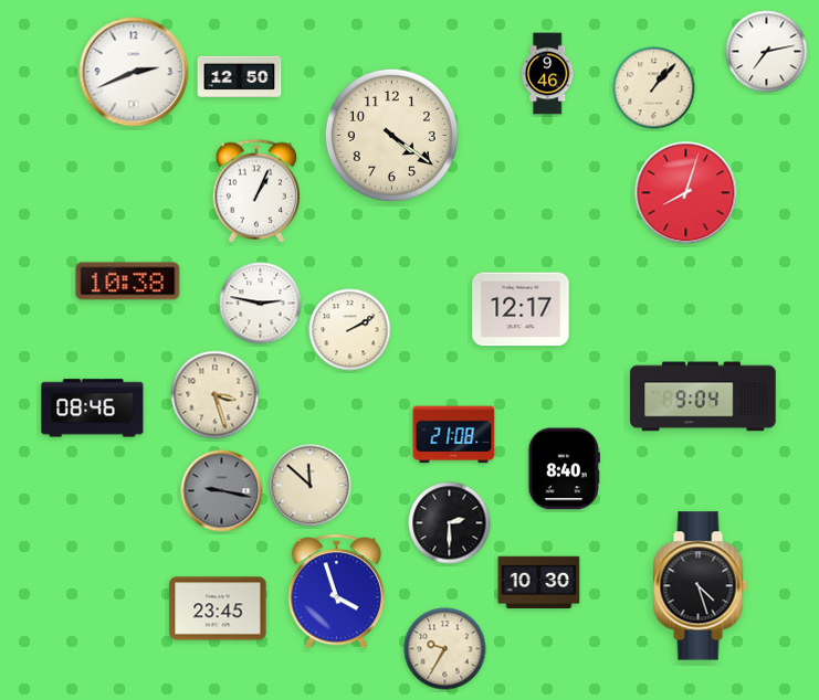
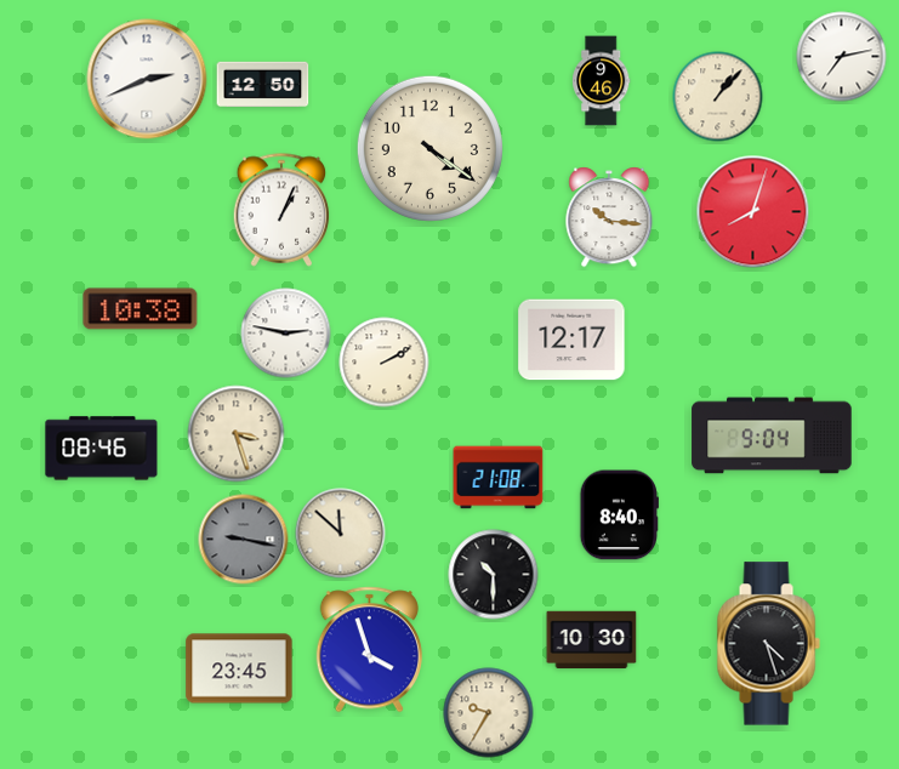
clock at (609, 217): none -> 10:16
clock at (450, 523): 2:30 -> 10:30
